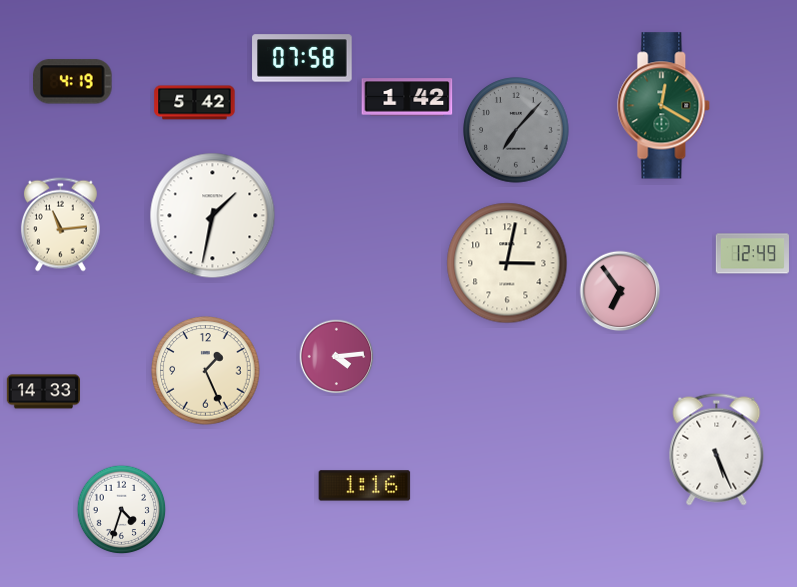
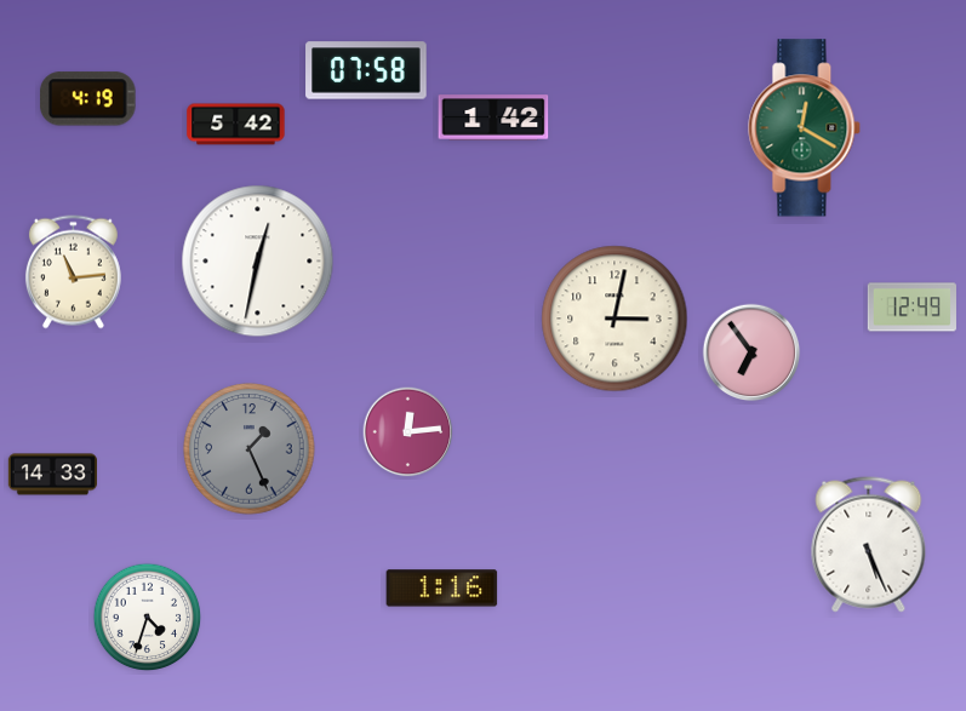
clock at (516, 130): 7:07 -> none
clock at (213, 216): 1:32 -> 12:32
clock at (337, 357): 4:14 -> 12:14
clock at (206, 371) dial: cream -> grey
